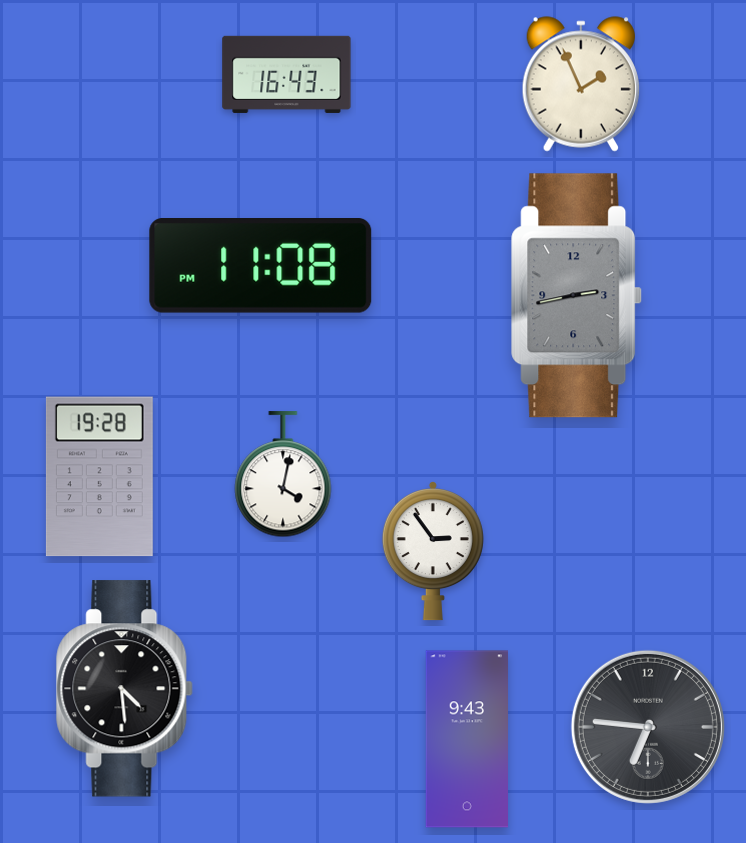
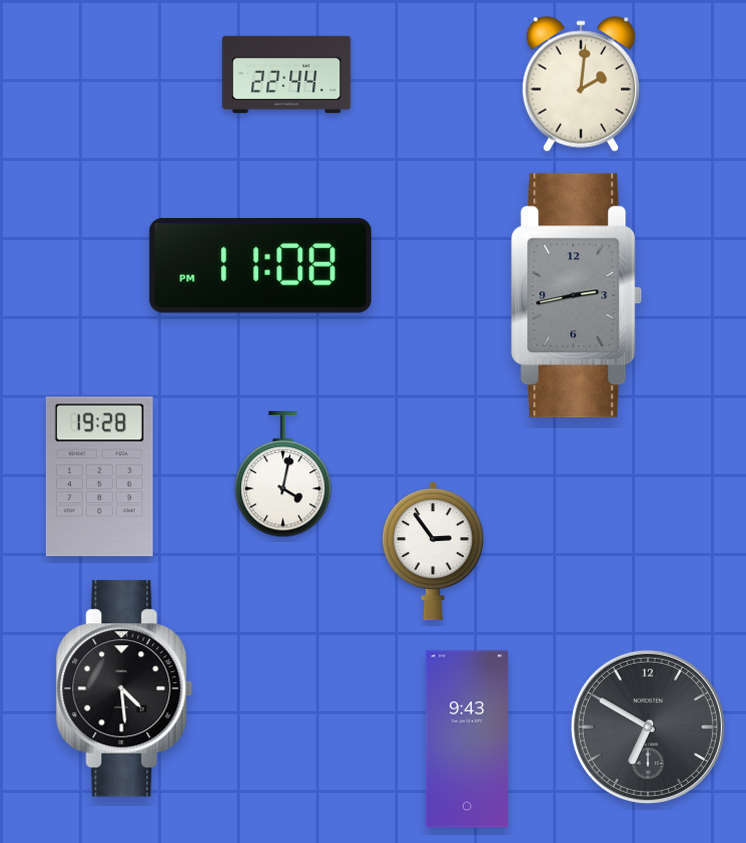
clock at (287, 74): 16:43 -> 22:44
clock at (580, 84): 1:56 -> 2:01
clock at (648, 727): 6:46 -> 6:50
